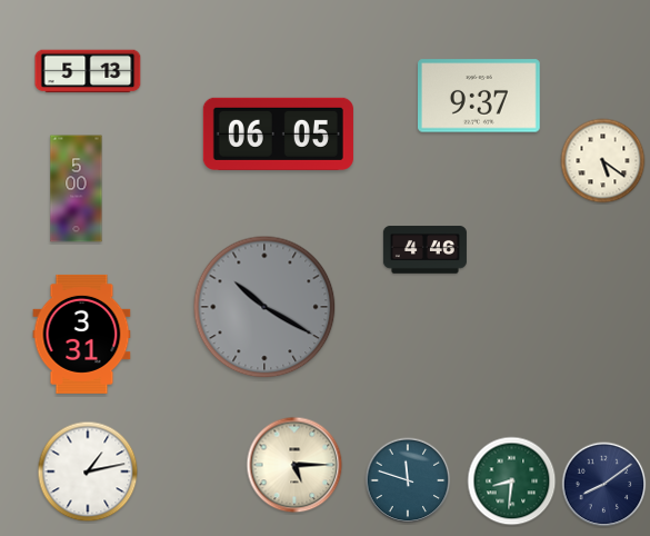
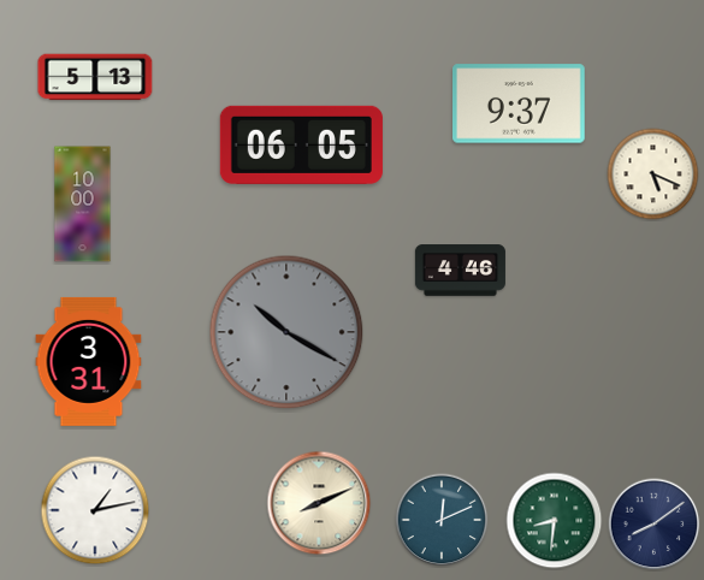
clock at (603, 161): 5:21 -> 5:19
clock at (77, 189): 5:00 -> 10:00
clock at (294, 465): 5:15 -> 8:11
clock at (408, 480): 11:48 -> 12:11
